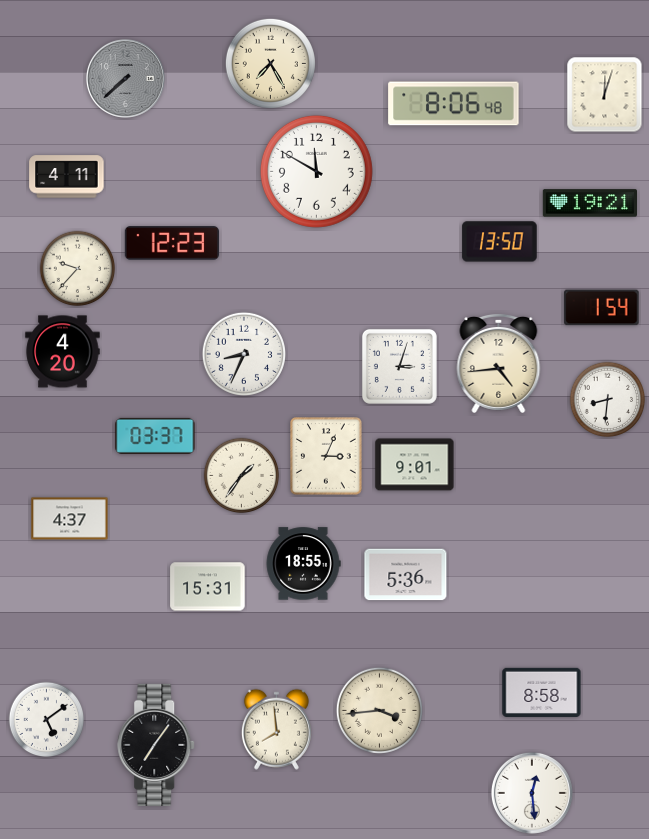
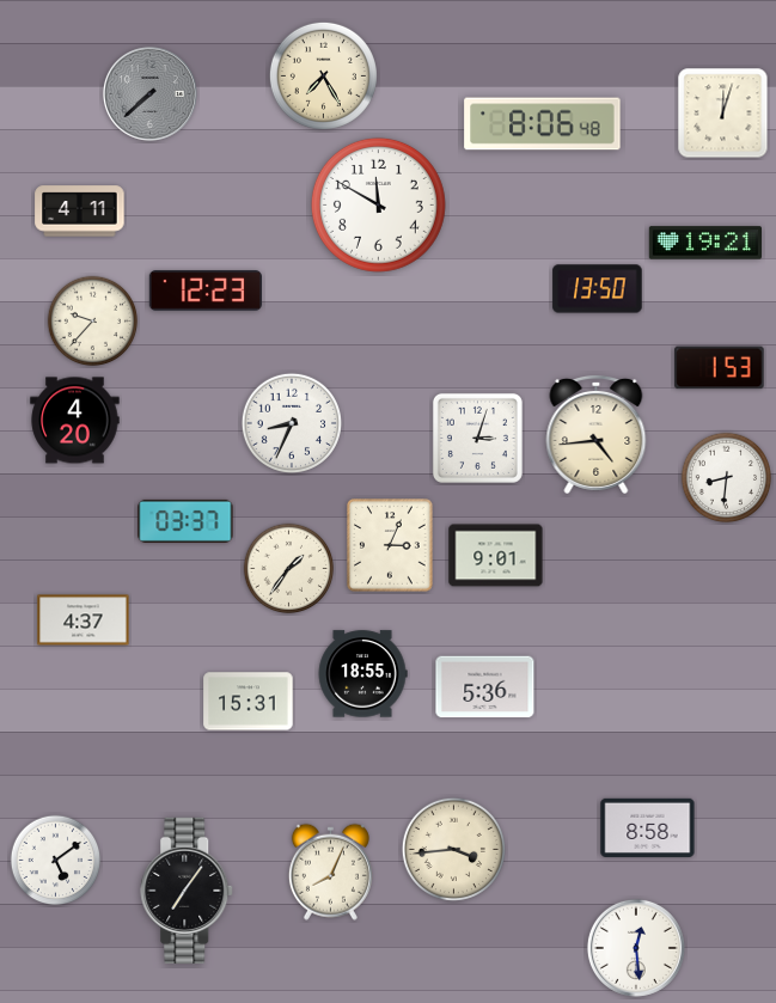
clock at (602, 308): 1:54 -> 1:53
clock at (276, 729): 7:59 -> 8:04
